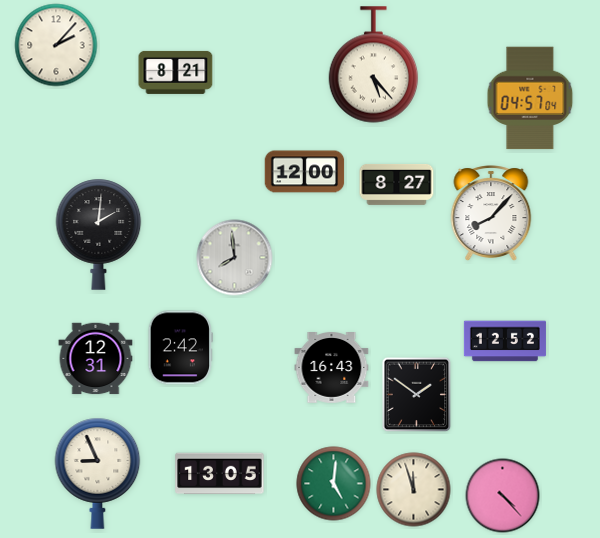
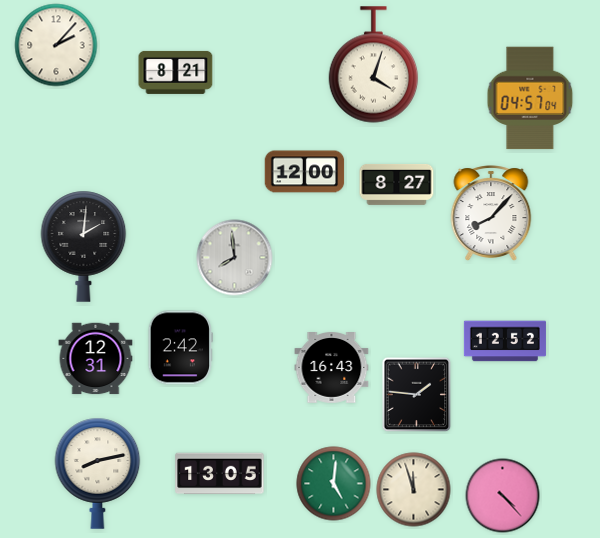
clock at (374, 65): 5:23 -> 4:03
clock at (99, 234) position: (99, 234) -> (84, 246)
clock at (417, 395): 1:51 -> 1:46
clock at (98, 473): 8:56 -> 8:13
